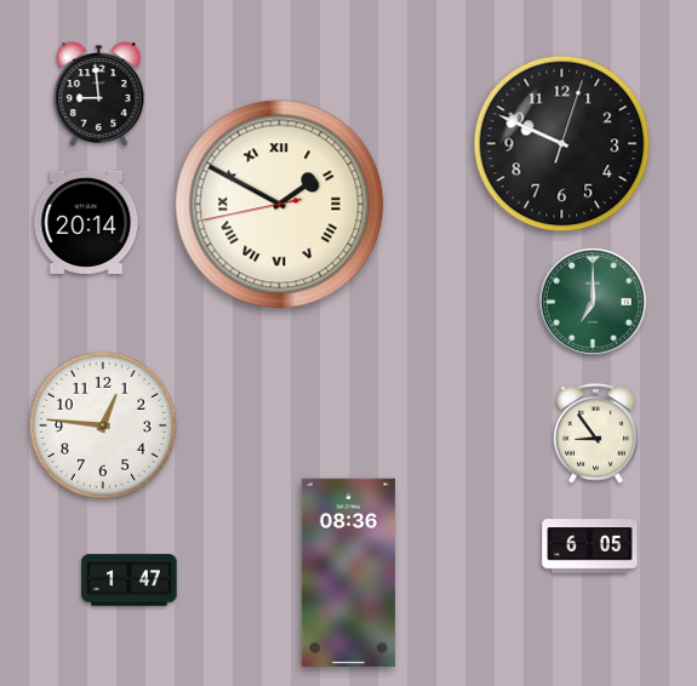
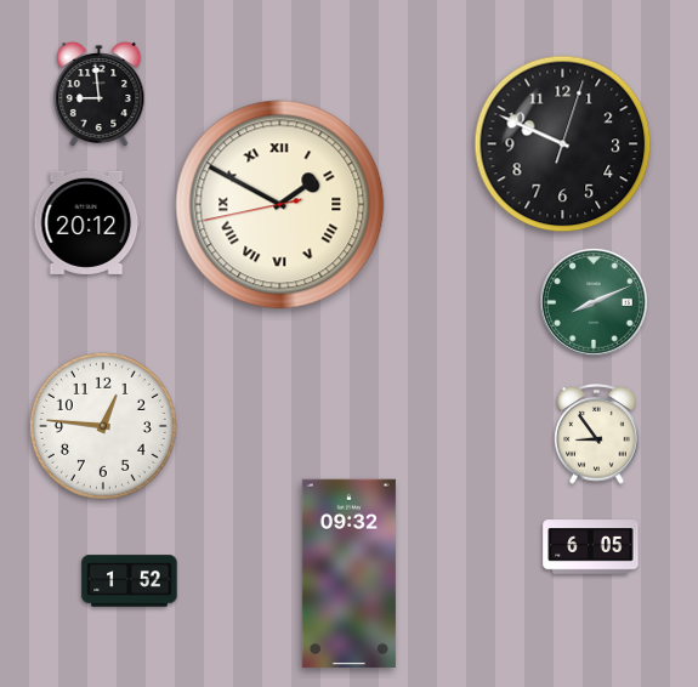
clock at (87, 222): 20:14 -> 20:12
clock at (594, 303): 7:00 -> 8:11
clock at (348, 572): 08:36 -> 09:32
clock at (130, 581): 1:47 -> 1:52
